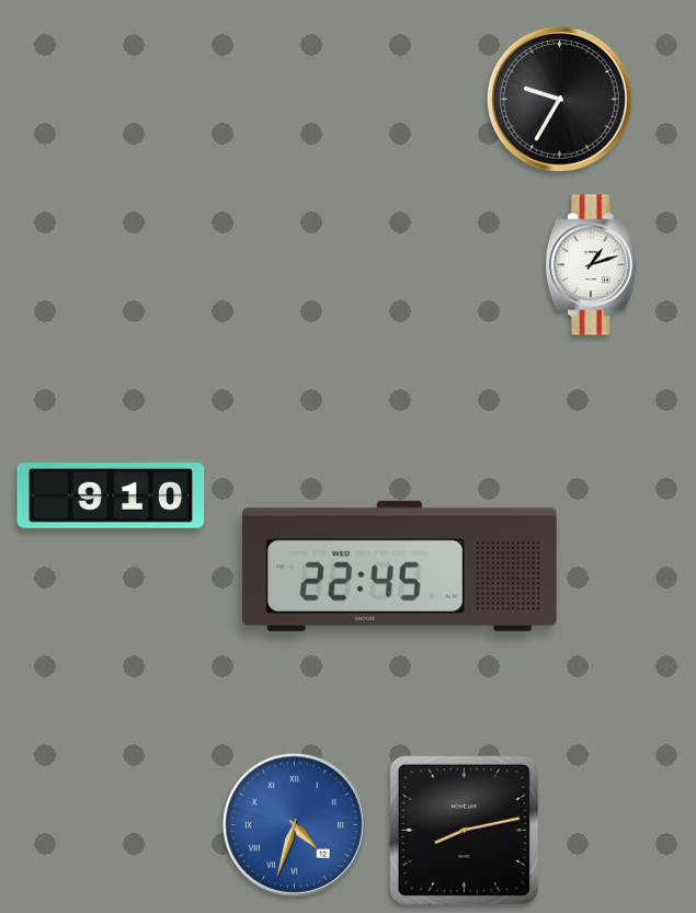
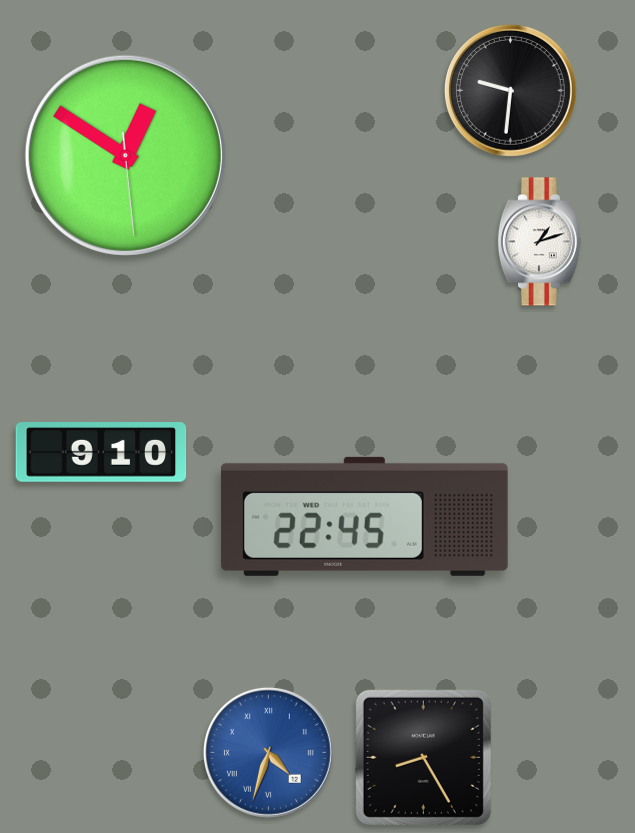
clock at (559, 99): 9:35 -> 9:31
clock at (125, 155): none -> 12:50
clock at (464, 830): 8:13 -> 8:25
